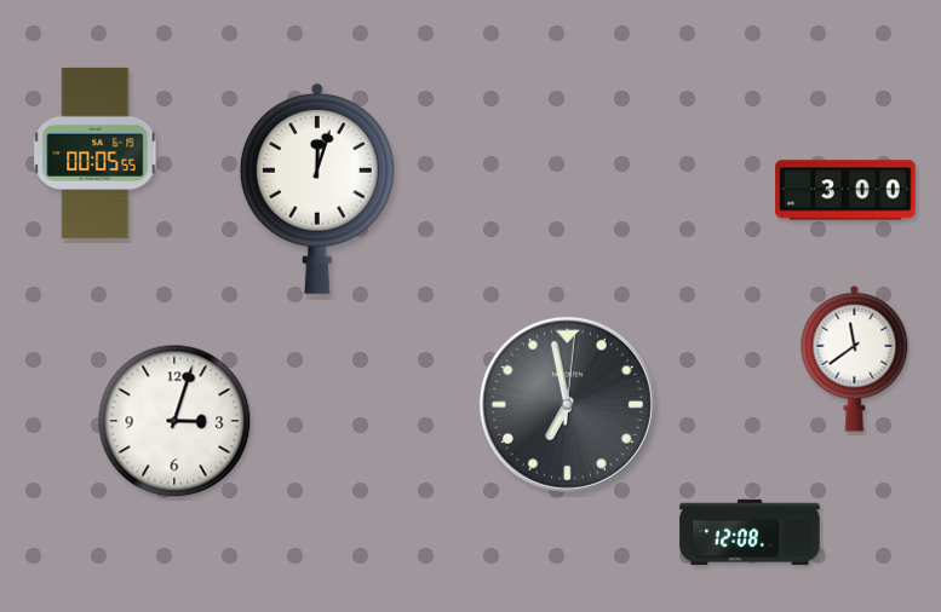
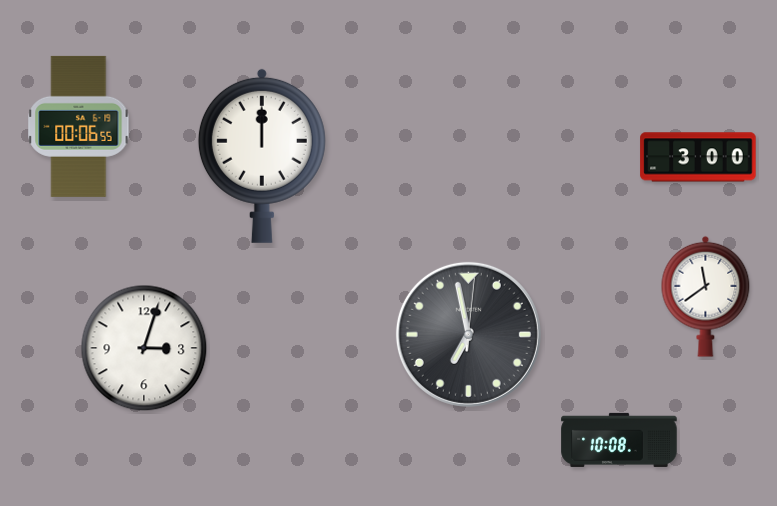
clock at (96, 152): 00:05 -> 00:06
clock at (317, 189): 12:03 -> 12:00
clock at (750, 532): 12:08 -> 10:08
